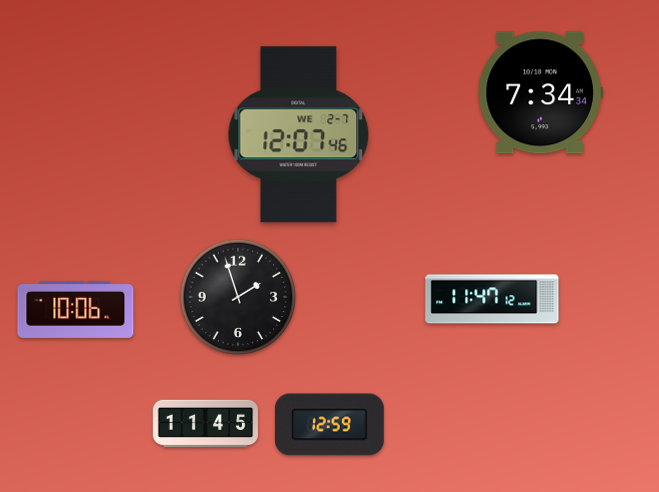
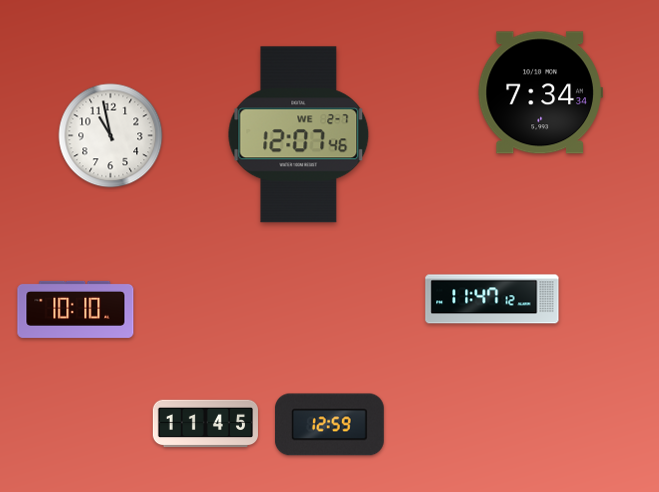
clock at (111, 136): none -> 10:58
clock at (238, 297): 1:57 -> none
clock at (76, 309): 10:06 -> 10:10
